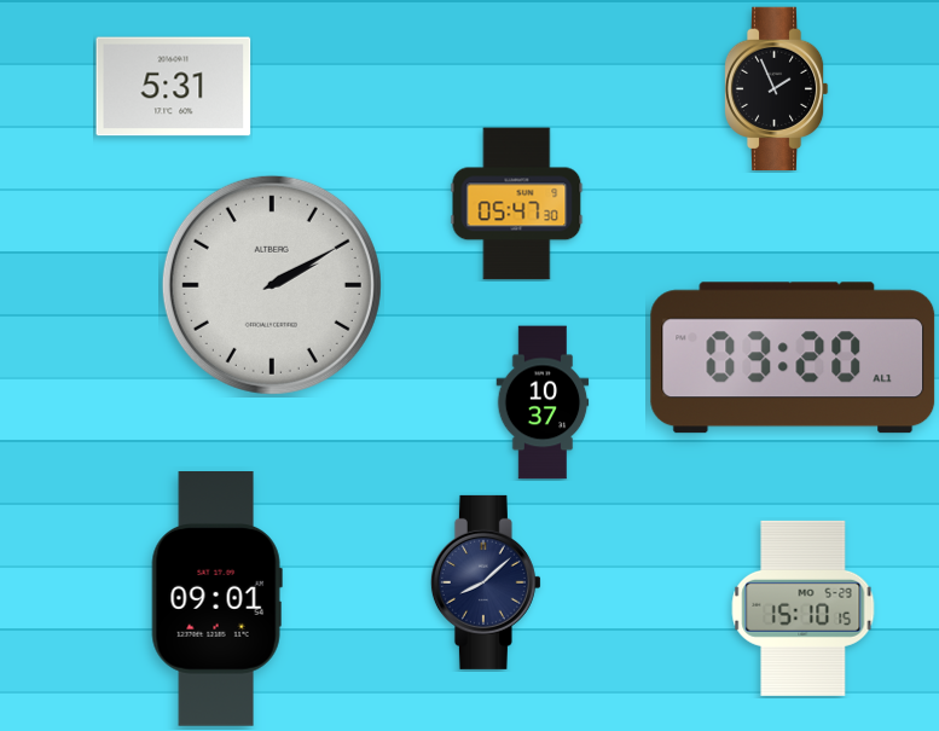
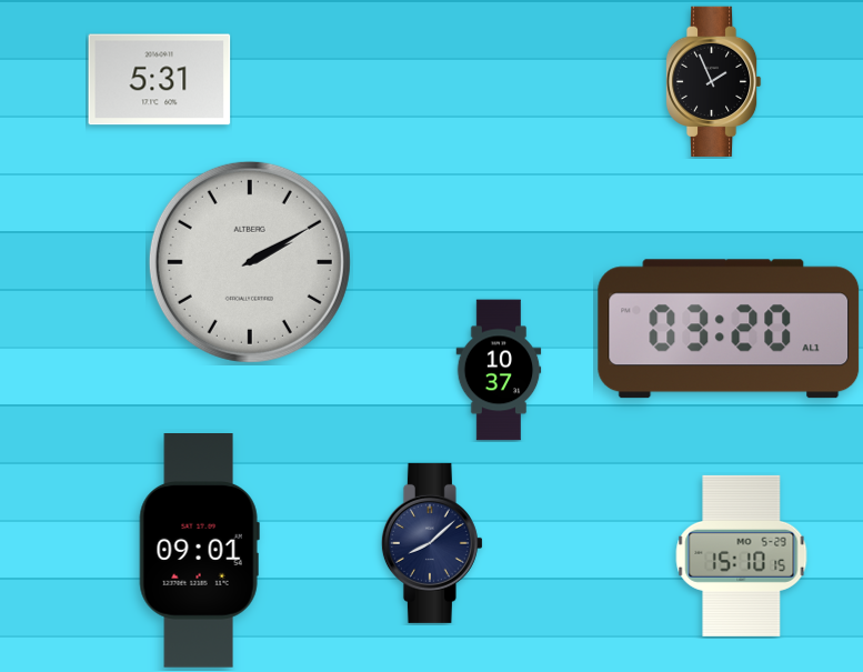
clock at (517, 204): 05:47 -> none
clock at (486, 582) position: (486, 582) -> (432, 543)
clock at (804, 608) position: (804, 608) -> (742, 555)
